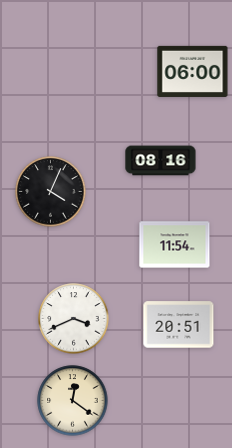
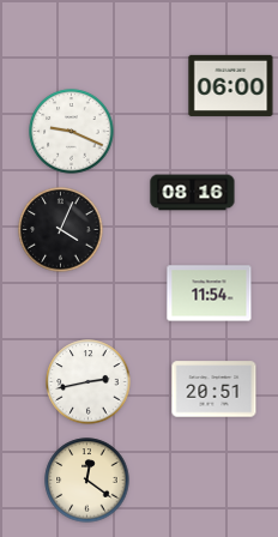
clock at (72, 132): none -> 9:19
clock at (74, 319): 3:41 -> 2:43
